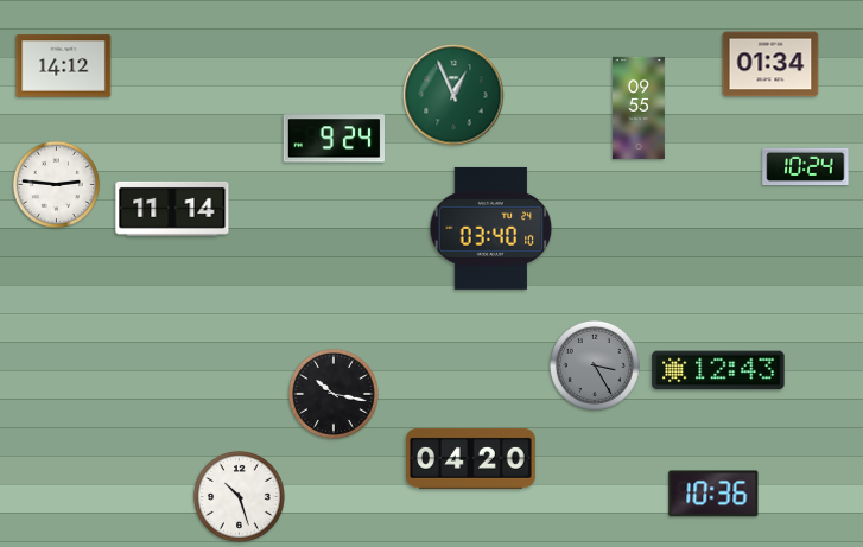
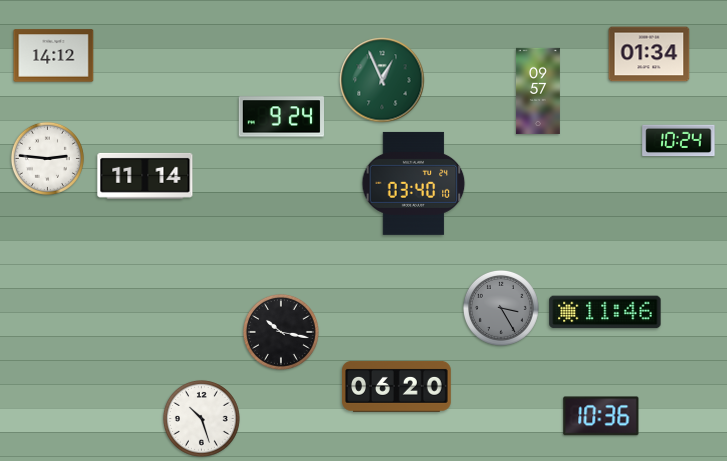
clock at (639, 108): 09:55 -> 09:57
clock at (56, 184) position: (56, 184) -> (47, 158)
clock at (491, 228) position: (491, 228) -> (414, 183)
clock at (718, 370): 12:43 -> 11:46
clock at (471, 458): 04:20 -> 06:20
